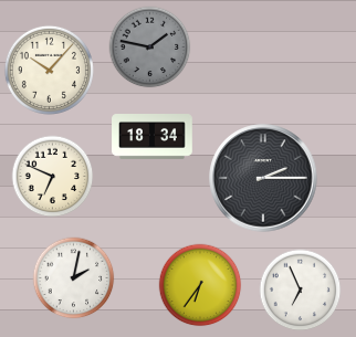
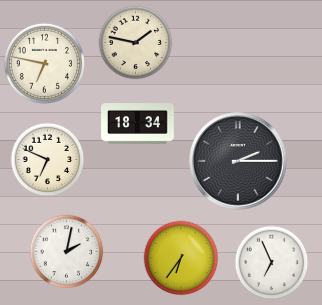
clock at (150, 48) dial: grey -> cream
clock at (49, 70): 10:07 -> 6:47
